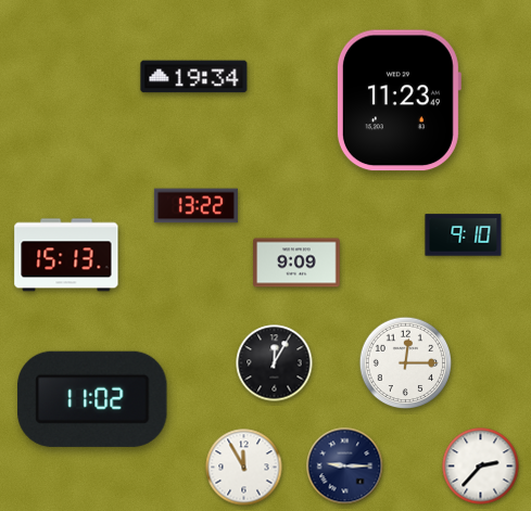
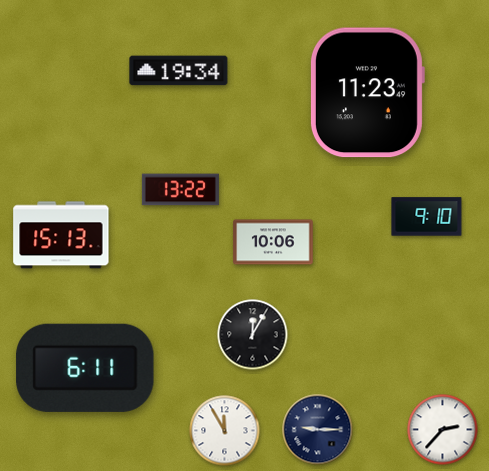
clock at (296, 263): 9:09 -> 10:06
clock at (406, 363): 12:15 -> none
clock at (92, 399): 11:02 -> 6:11
